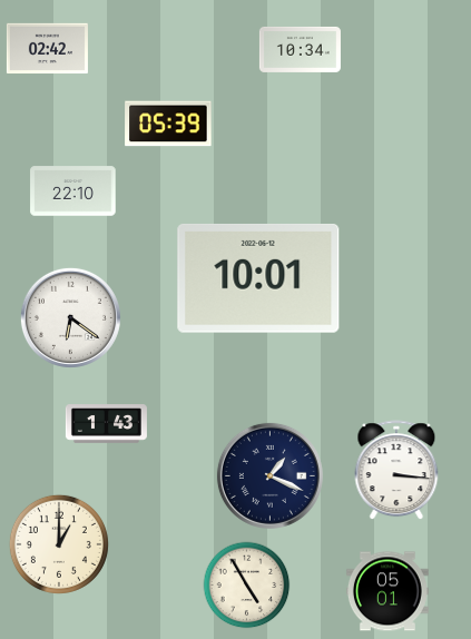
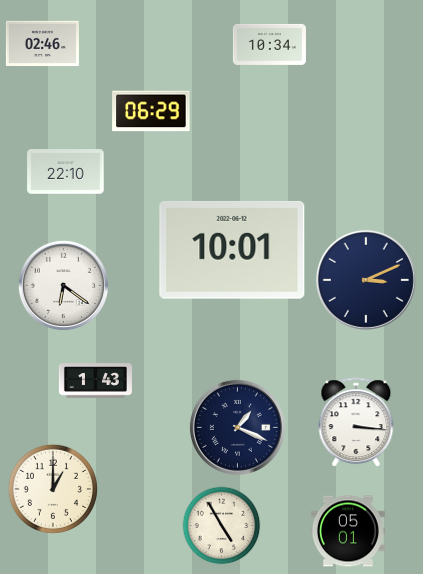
clock at (47, 49): 02:42 -> 02:46
clock at (168, 124): 05:39 -> 06:29
clock at (366, 280): none -> 3:11
clock at (269, 475) position: (269, 475) -> (237, 427)
